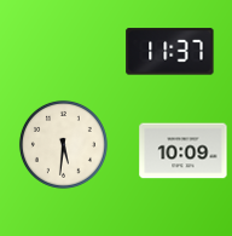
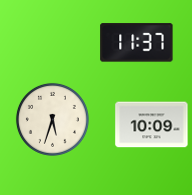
clock at (170, 52) position: (170, 52) -> (137, 43)
clock at (63, 144): 5:31 -> 5:33
